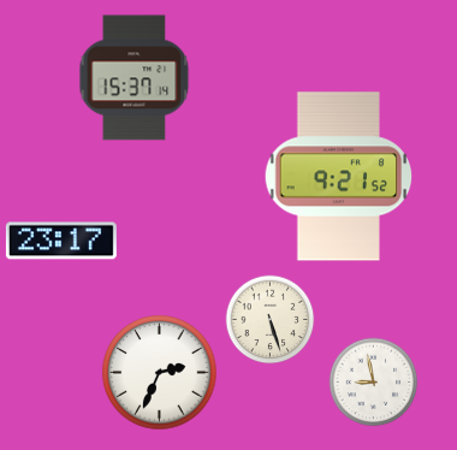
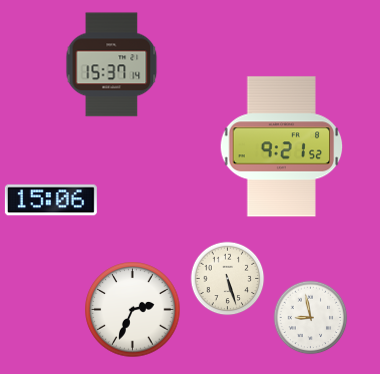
clock at (61, 241): 23:17 -> 15:06
clock at (271, 320) position: (271, 320) -> (228, 279)
